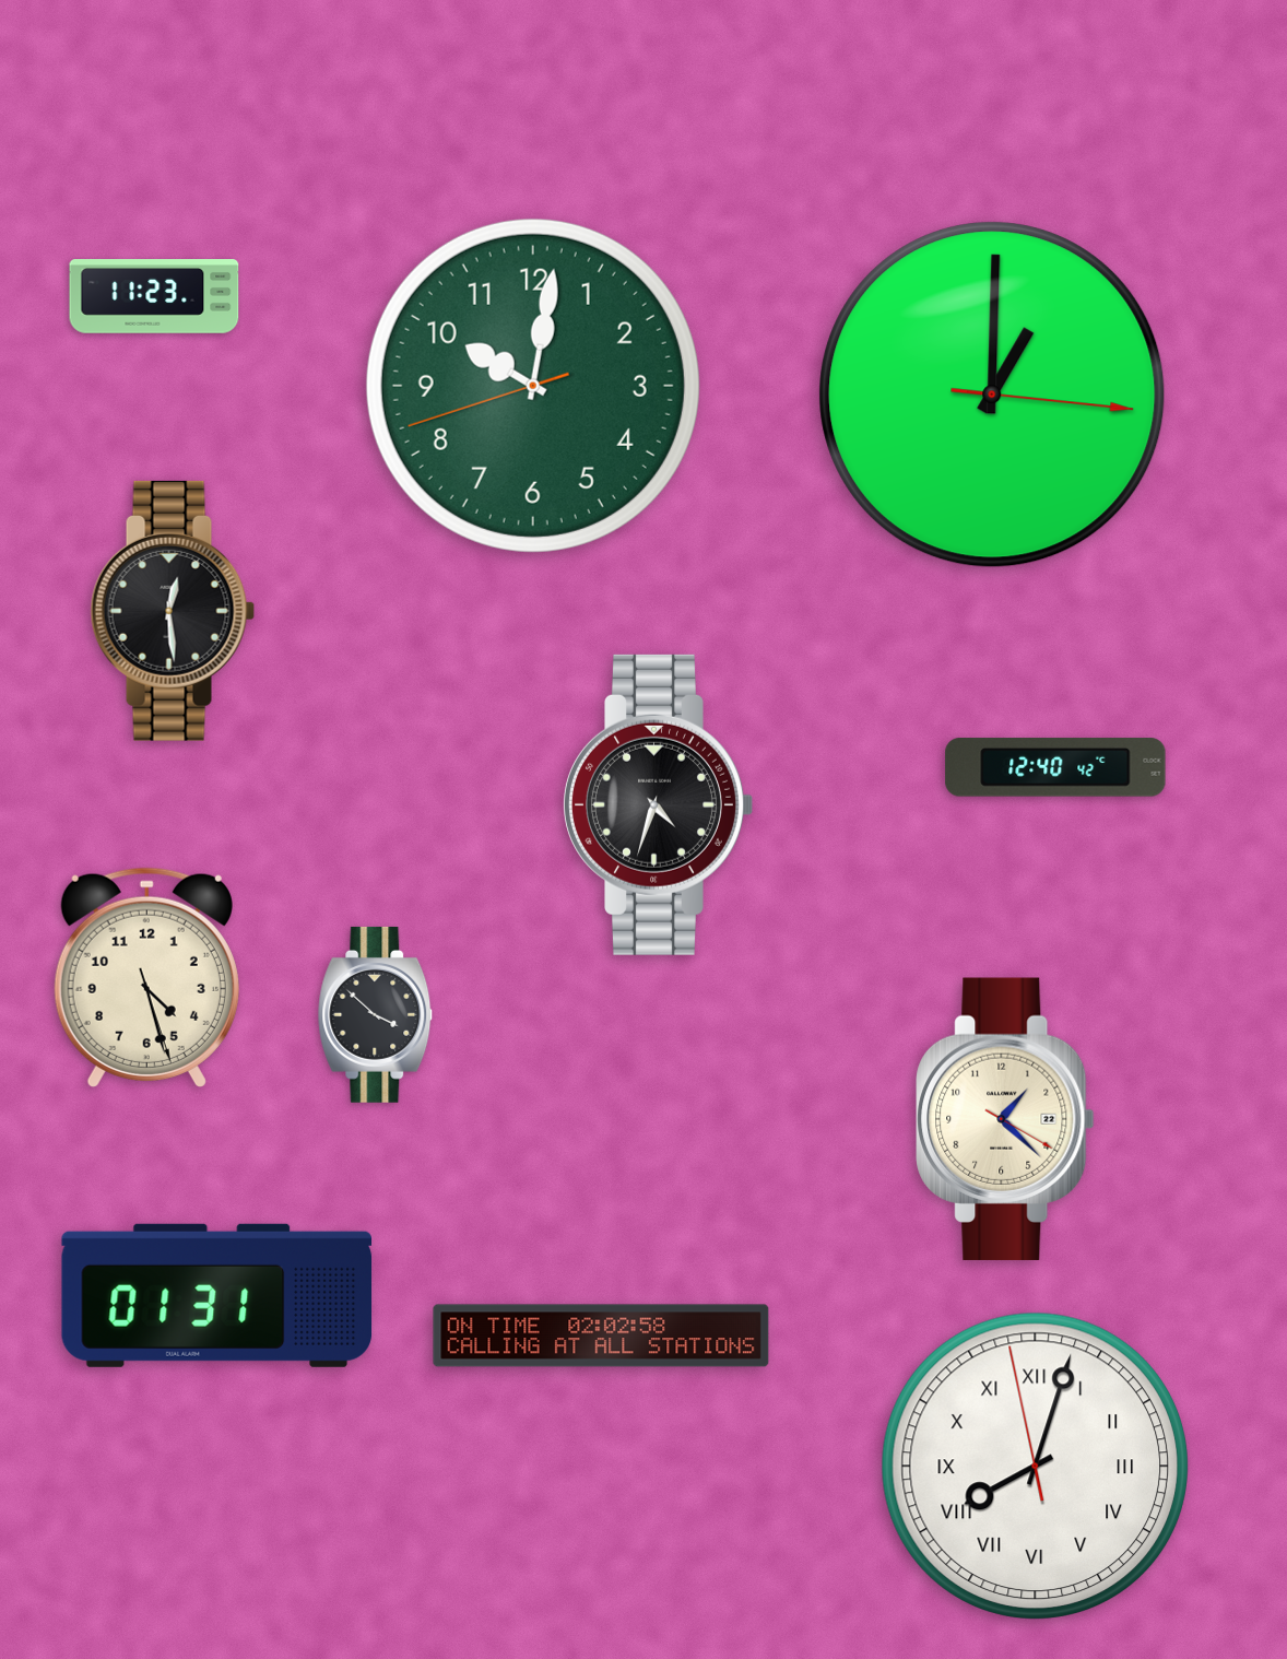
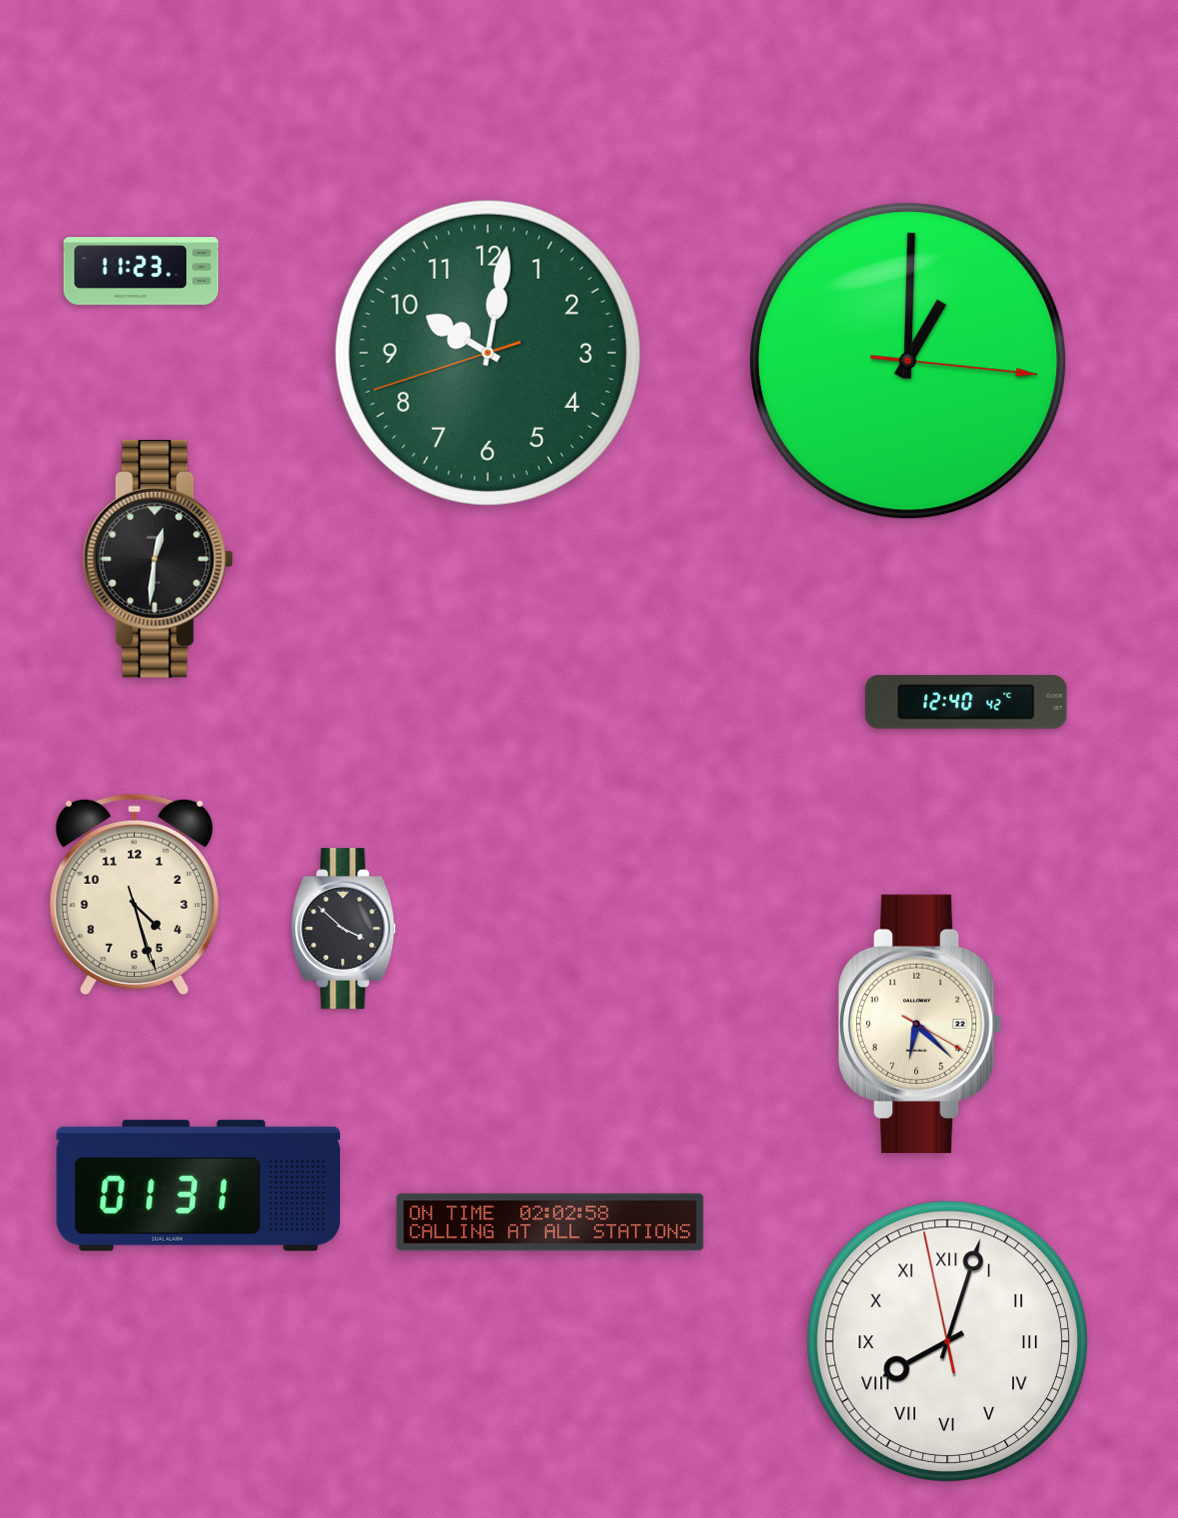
clock at (173, 611): 12:29 -> 12:31
clock at (659, 804): 4:33 -> none
clock at (1005, 1119): 1:22 -> 6:22
